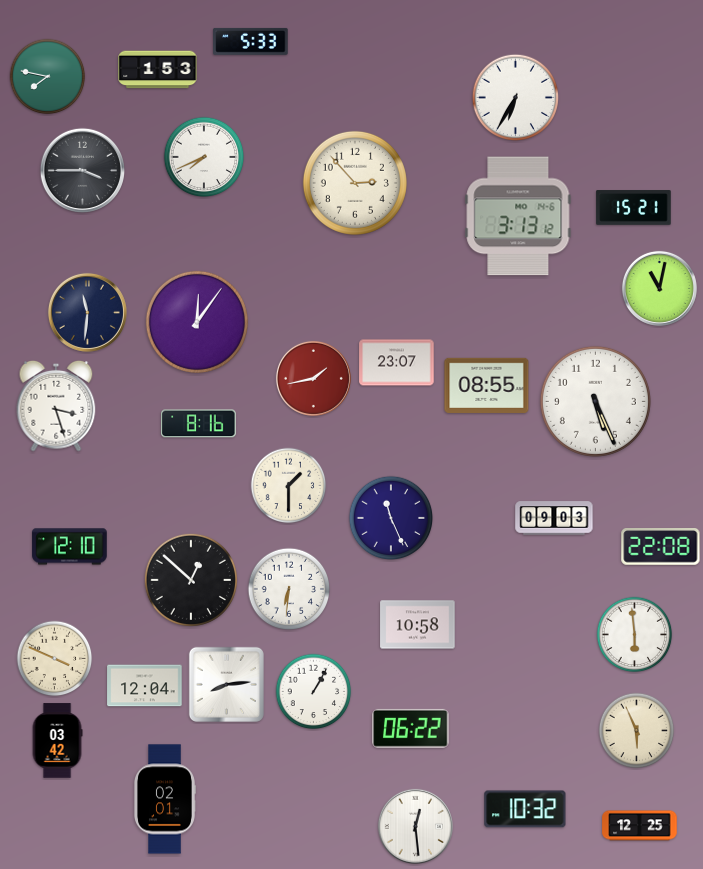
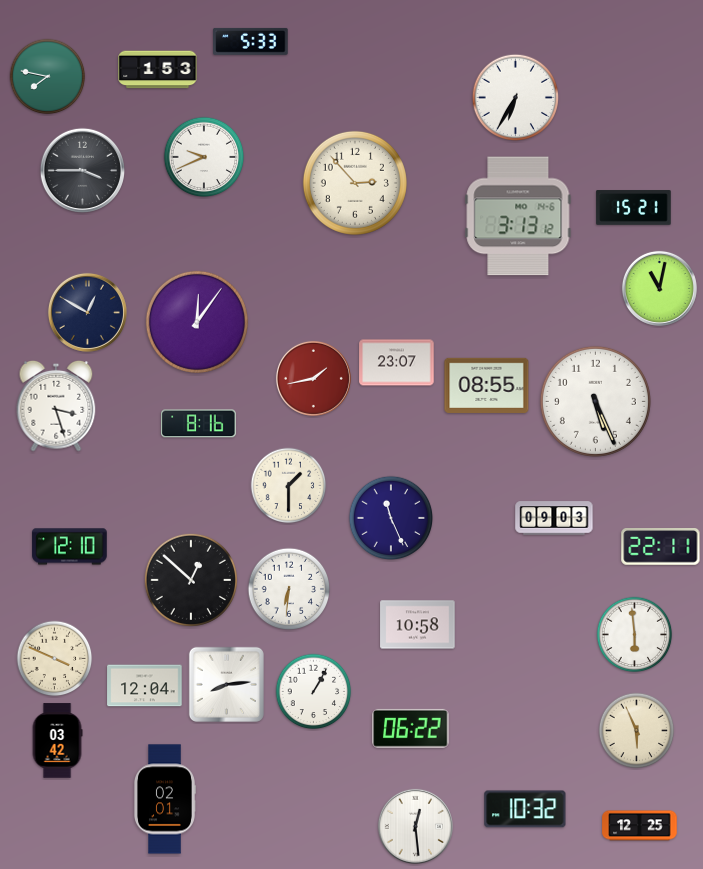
clock at (204, 157): 7:41 -> 9:41
clock at (87, 312): 11:31 -> 12:50
clock at (661, 547): 22:08 -> 22:11
